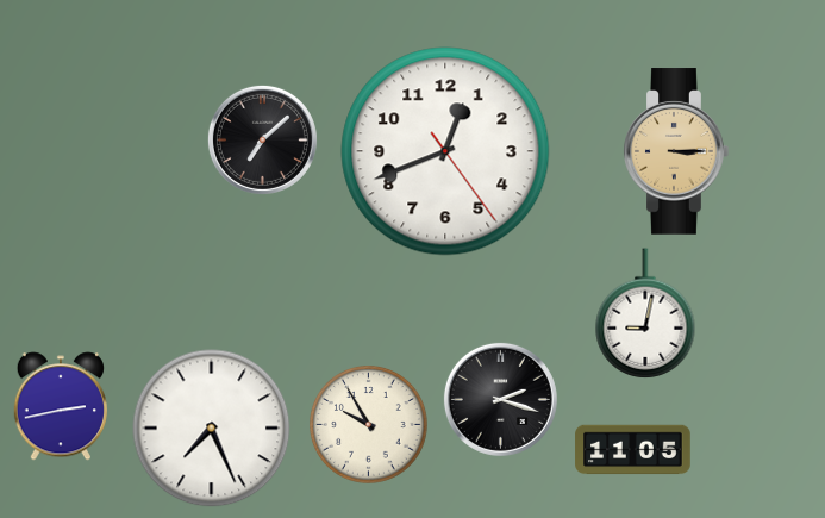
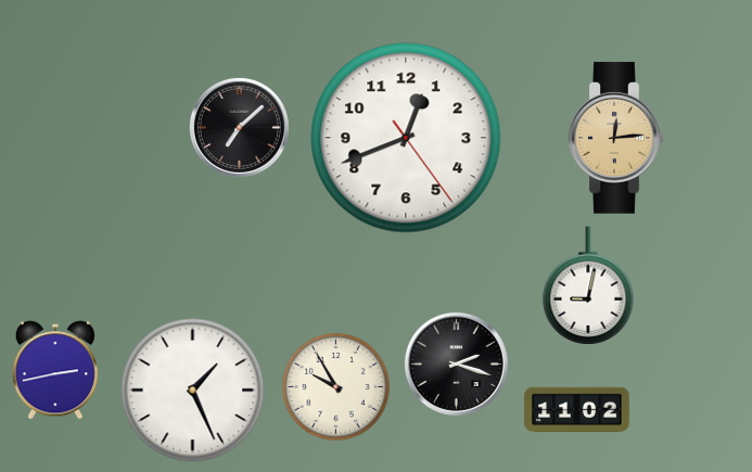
clock at (676, 151): 3:15 -> 12:14
clock at (212, 429): 7:26 -> 1:26
clock at (633, 450): 11:05 -> 11:02
